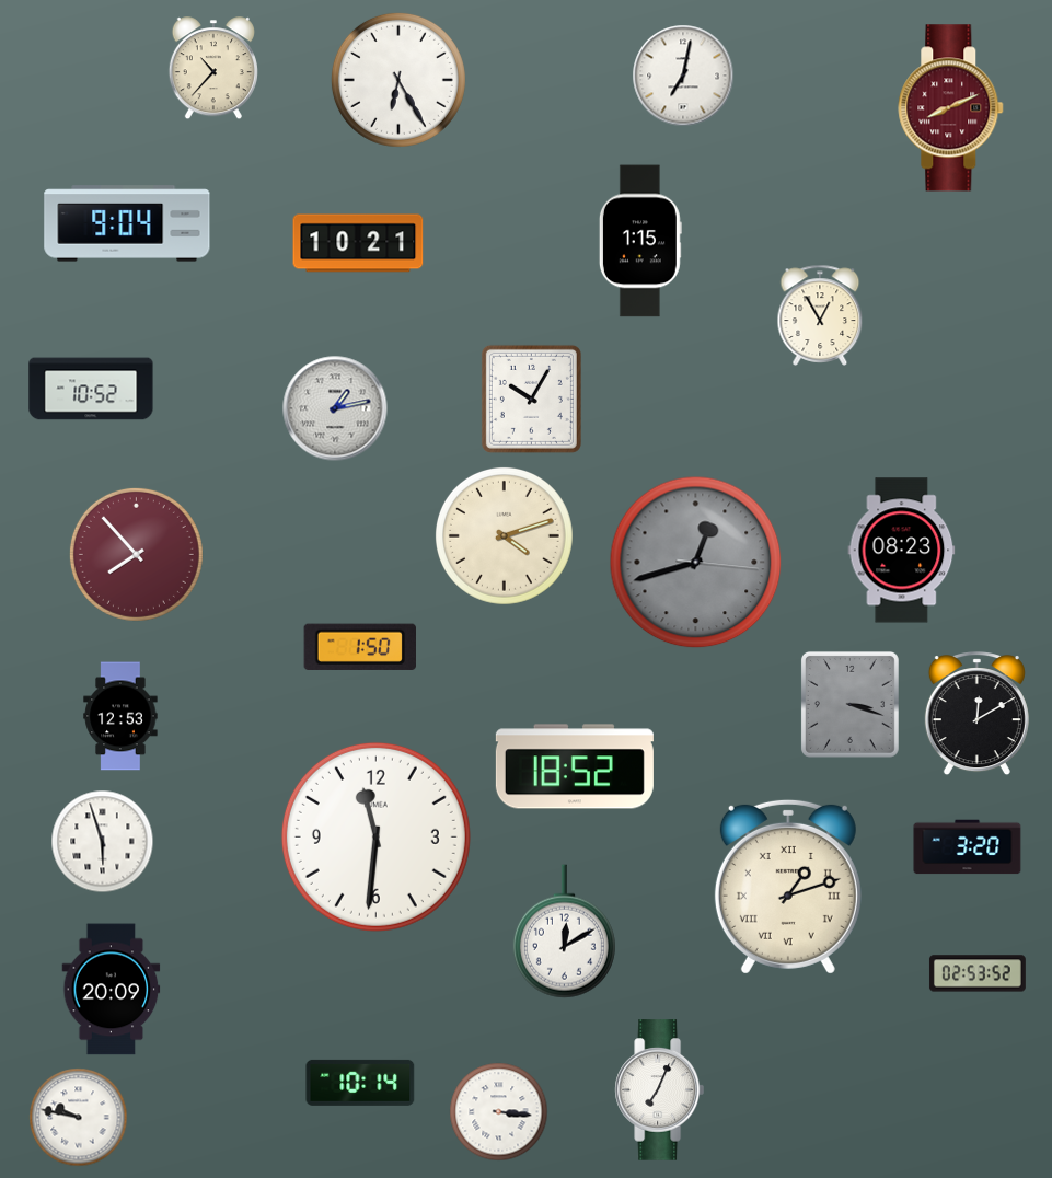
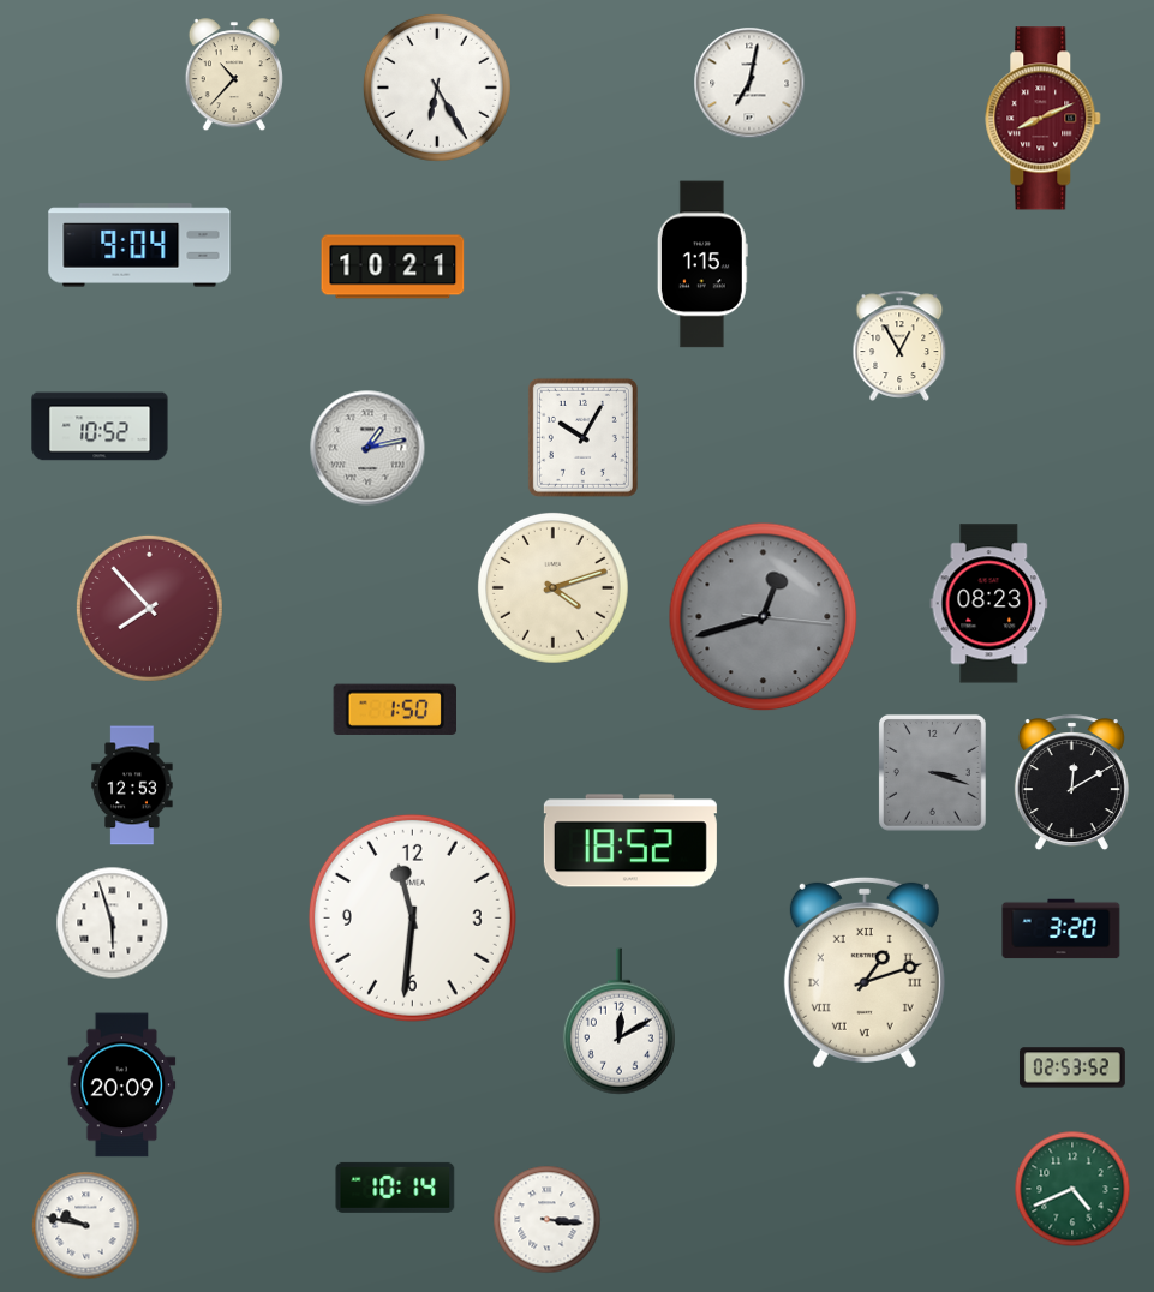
clock at (1072, 1189): none -> 4:41
clock at (659, 1090): 7:04 -> none
